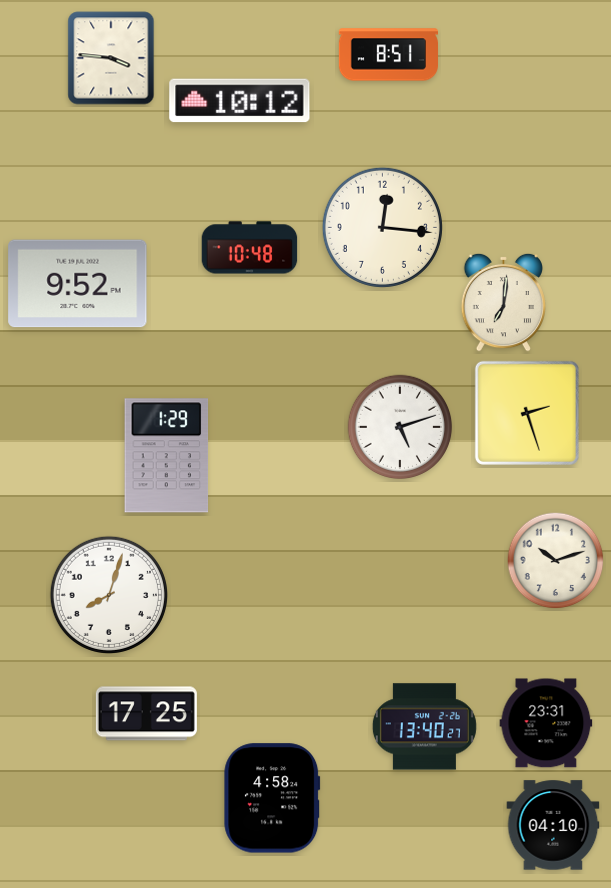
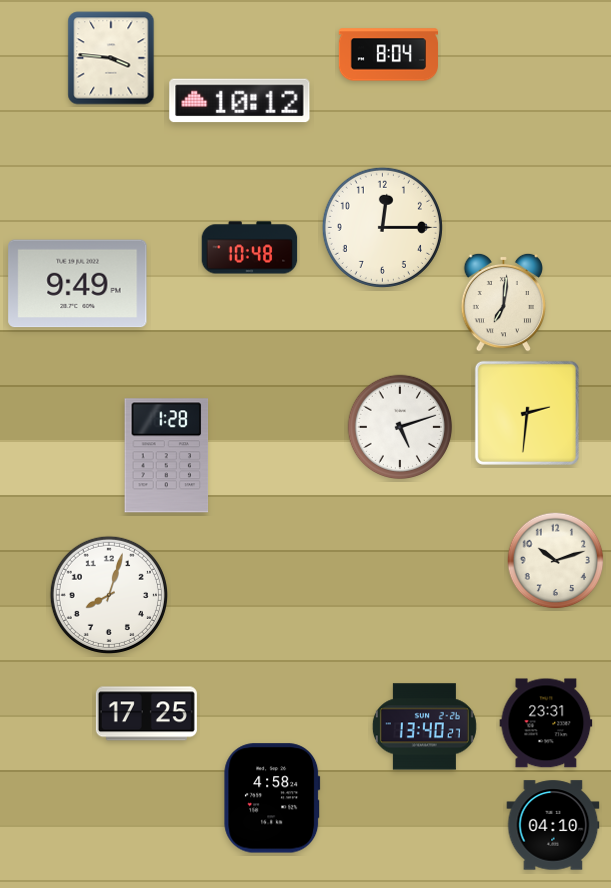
clock at (388, 55): 8:51 -> 8:04
clock at (382, 227): 12:16 -> 12:15
clock at (78, 284): 9:52 -> 9:49
clock at (527, 413): 2:27 -> 2:31
clock at (167, 456): 1:29 -> 1:28
